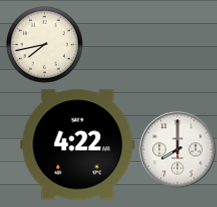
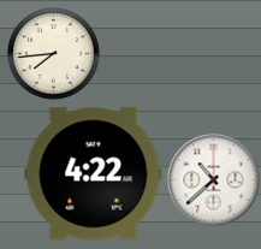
clock at (45, 45): 7:43 -> 7:44
clock at (178, 150): 8:00 -> 10:38
